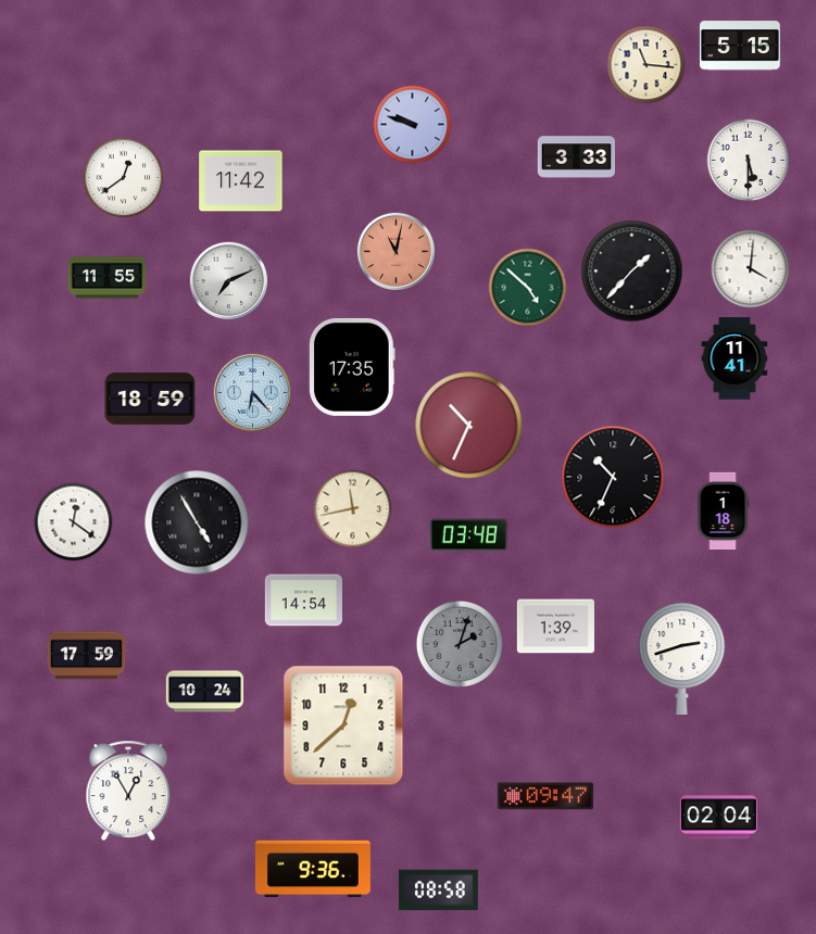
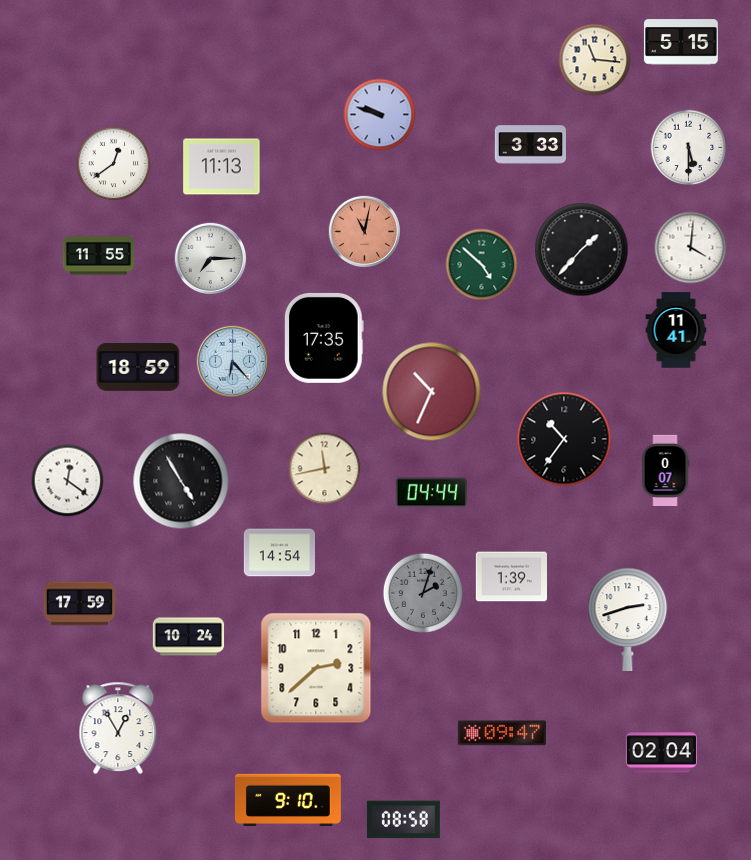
clock at (241, 181): 11:42 -> 11:13
clock at (229, 281): 7:11 -> 7:15
clock at (528, 288) position: (528, 288) -> (482, 265)
clock at (613, 477): 10:34 -> 10:36
clock at (723, 510): 1:18 -> 0:07
clock at (468, 535): 03:48 -> 04:44
clock at (682, 658) position: (682, 658) -> (628, 619)
clock at (343, 725): 12:38 -> 2:38
clock at (313, 868): 9:36 -> 9:10
